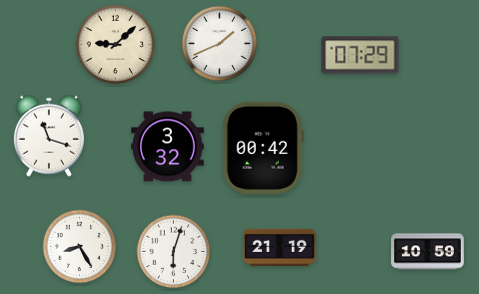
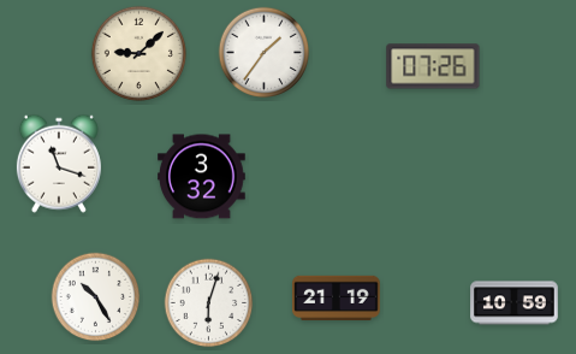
clock at (220, 44): 1:41 -> 1:36
clock at (360, 55): 07:29 -> 07:26
clock at (263, 148): 00:42 -> none
clock at (80, 247): 8:25 -> 10:25
